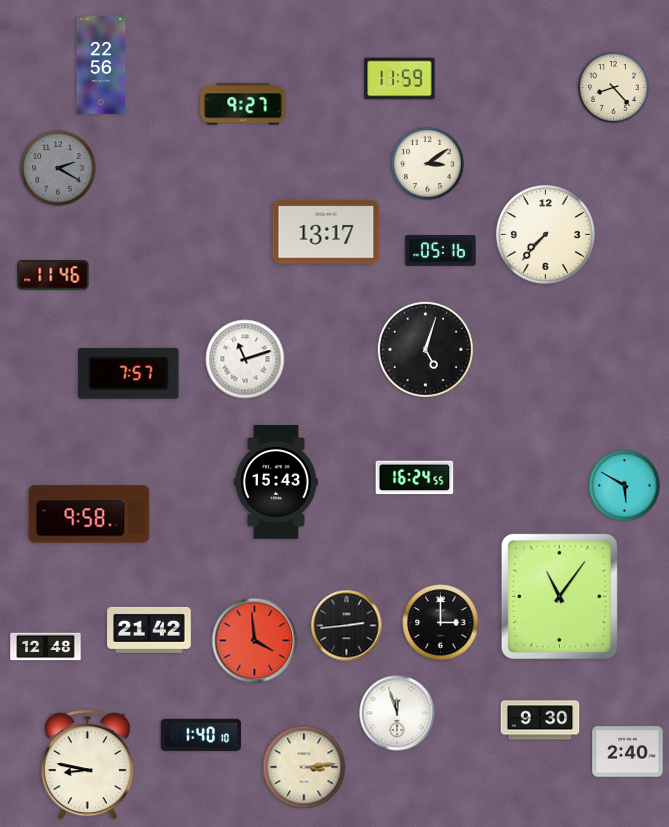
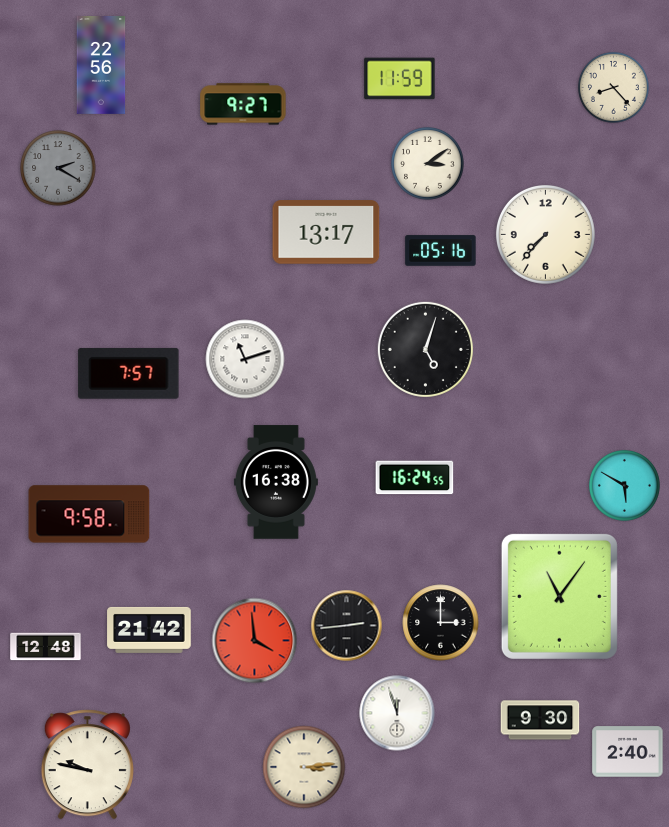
clock at (53, 275): 11:46 -> none
clock at (276, 482): 15:43 -> 16:38
clock at (201, 735): 1:40 -> none
clock at (87, 765): 8:47 -> 9:47
